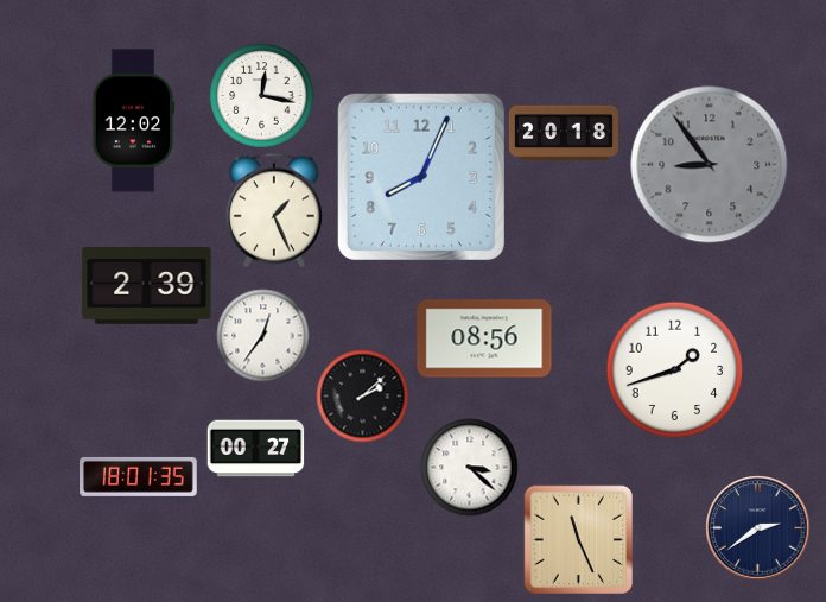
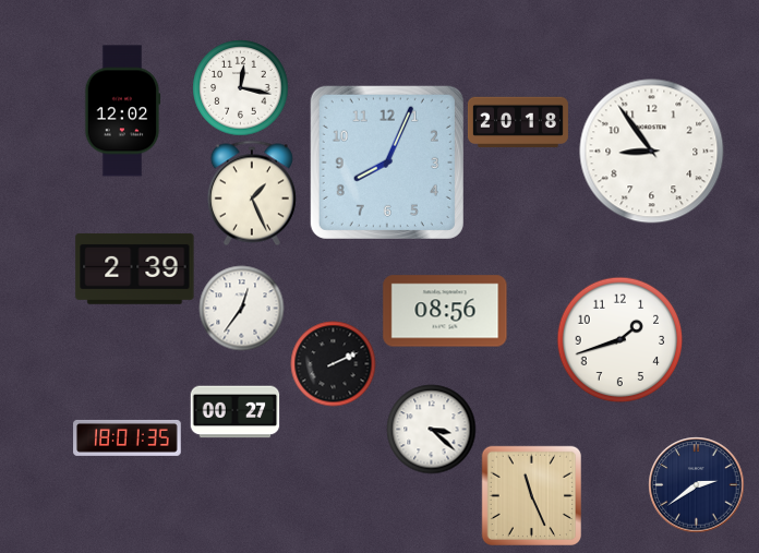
clock at (710, 165) dial: grey -> white
clock at (147, 285) position: (147, 285) -> (135, 268)
clock at (362, 395): 2:08 -> 2:11
